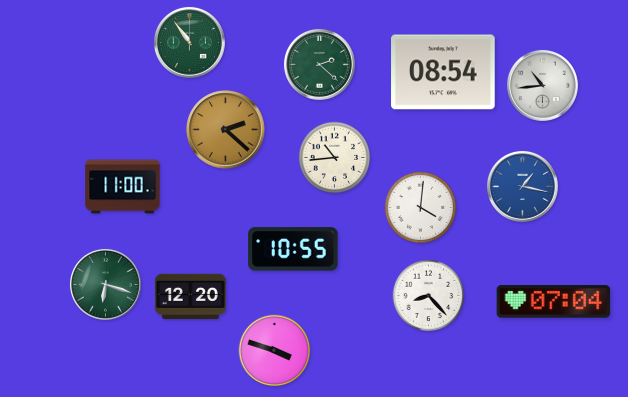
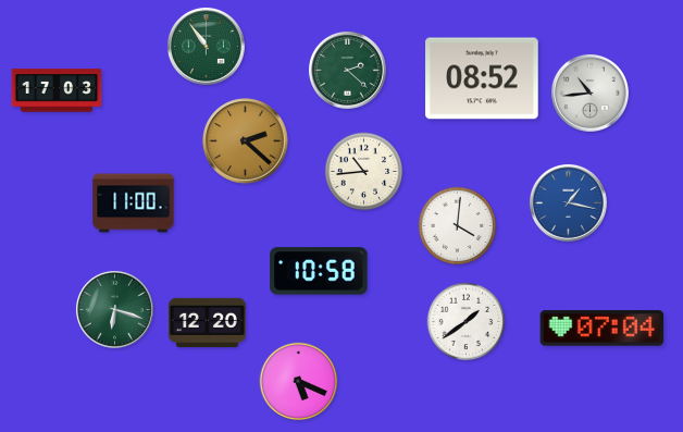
clock at (443, 72): 08:54 -> 08:52
clock at (57, 90): none -> 17:03
clock at (293, 249): 10:55 -> 10:58
clock at (429, 296): 8:23 -> 1:39
clock at (275, 351): 3:48 -> 5:19
